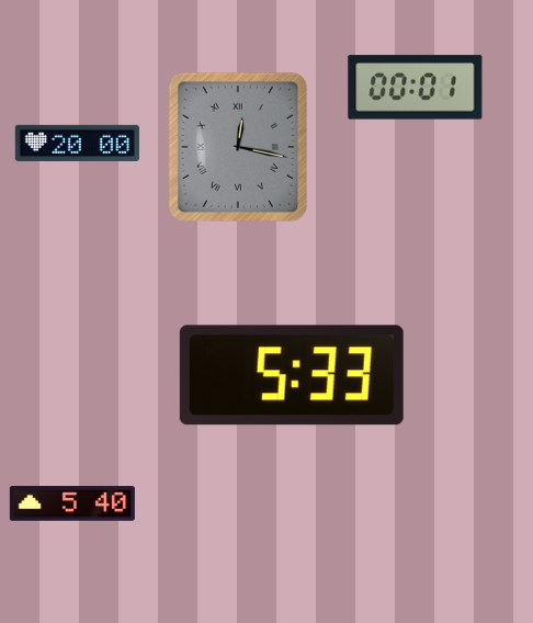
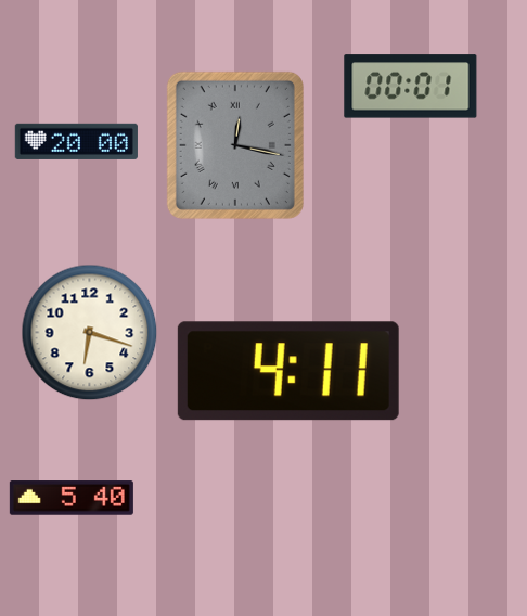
clock at (90, 333): none -> 6:18
clock at (292, 375): 5:33 -> 4:11
